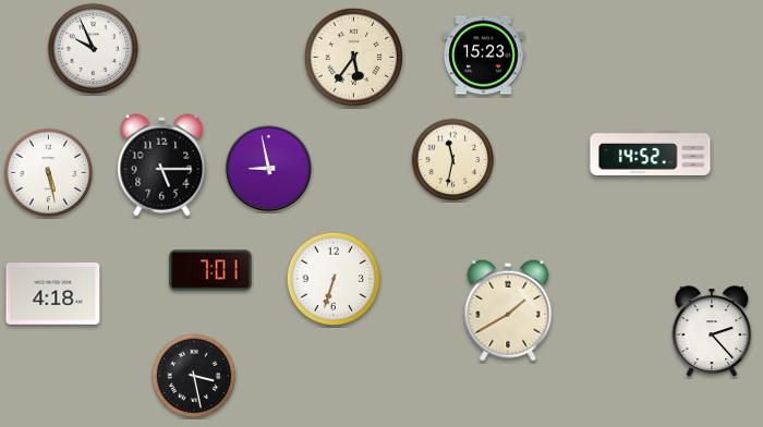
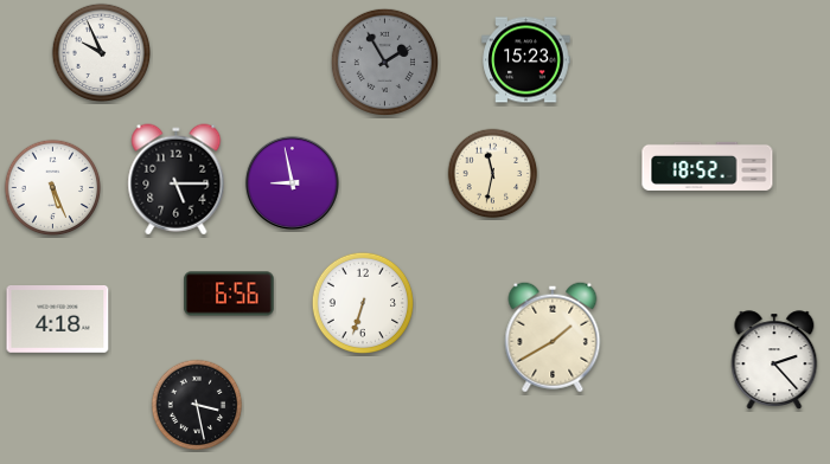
clock at (353, 57): 5:36 -> 1:55
clock at (353, 57) dial: cream -> grey
clock at (651, 152): 14:52 -> 18:52
clock at (49, 173): 5:28 -> 5:26
clock at (210, 270): 7:01 -> 6:56
clock at (194, 376) position: (194, 376) -> (197, 405)
